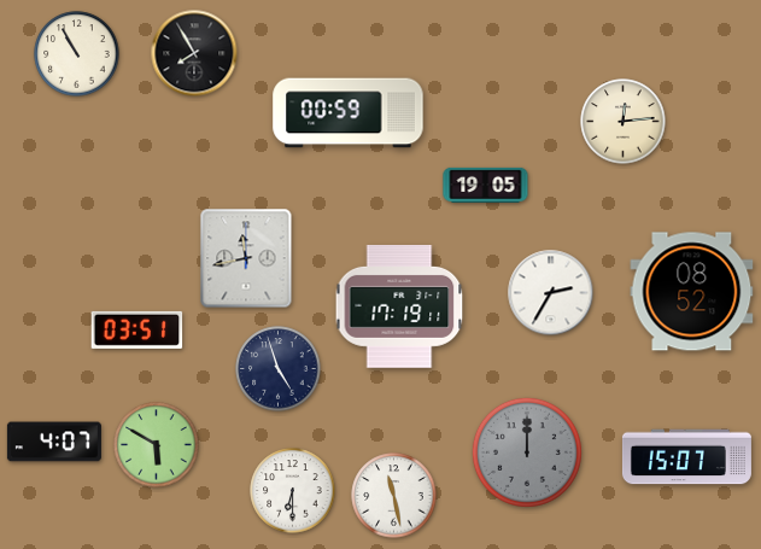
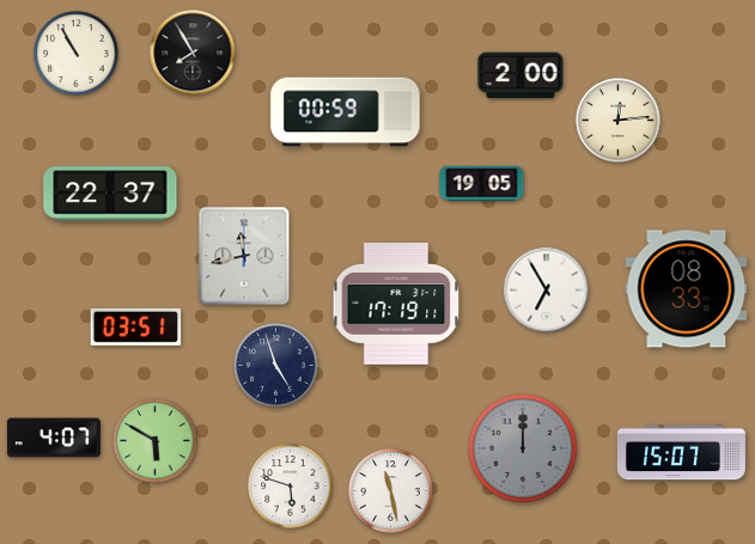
clock at (520, 75): none -> 2:00
clock at (110, 194): none -> 22:37
clock at (692, 292): 08:52 -> 08:33
clock at (551, 293): 2:35 -> 6:55
clock at (293, 491): 6:30 -> 5:48
